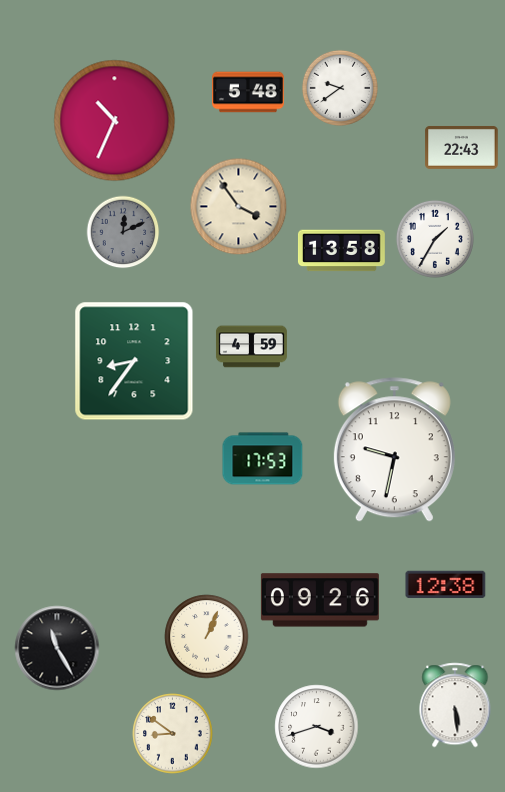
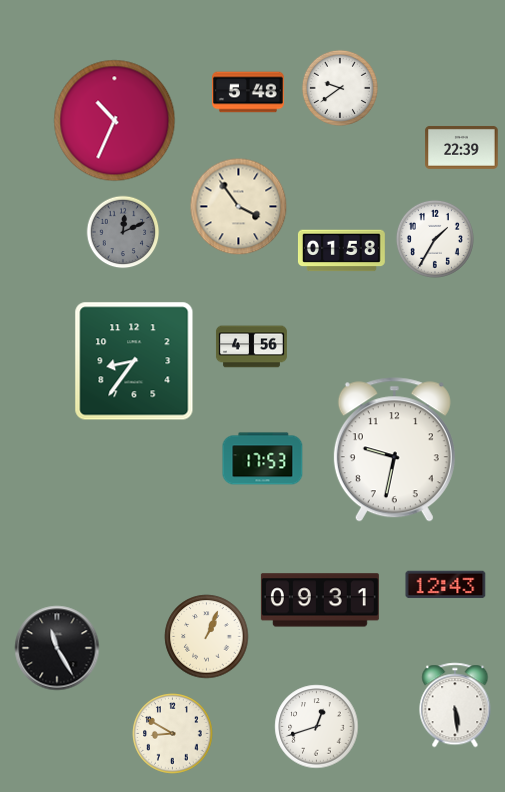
clock at (462, 148): 22:43 -> 22:39
clock at (341, 251): 13:58 -> 01:58
clock at (251, 347): 4:59 -> 4:56
clock at (446, 585): 12:38 -> 12:43
clock at (320, 600): 09:26 -> 09:31
clock at (317, 727): 3:42 -> 12:42
clock at (173, 734): 8:51 -> 8:50
